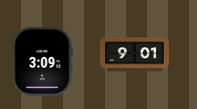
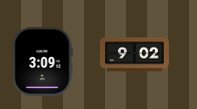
clock at (135, 55): 9:01 -> 9:02
